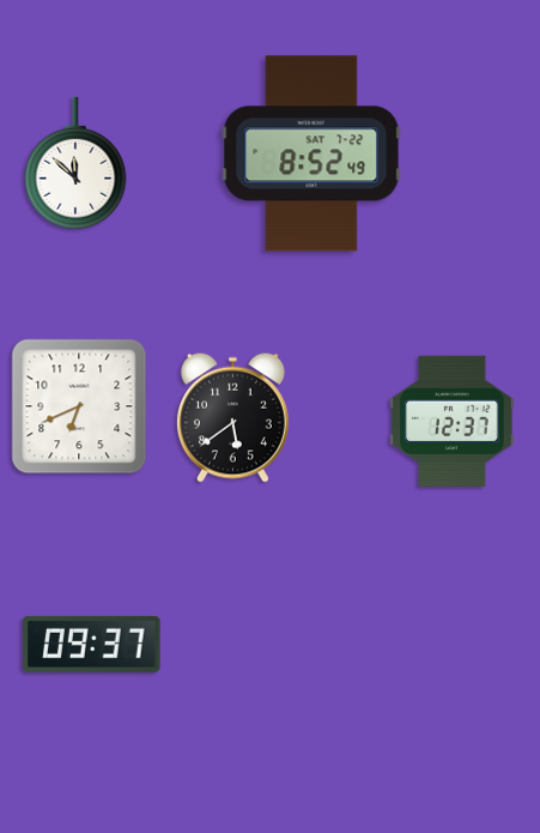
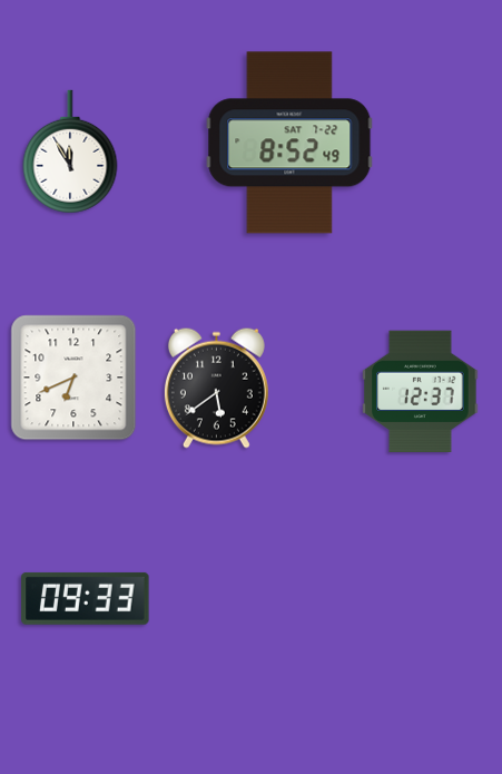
clock at (75, 163): 11:52 -> 11:55
clock at (92, 644): 09:37 -> 09:33
